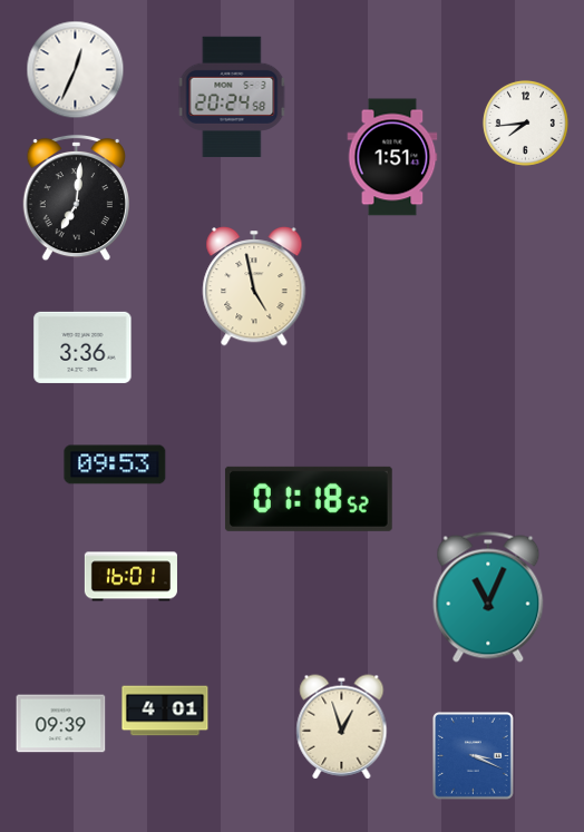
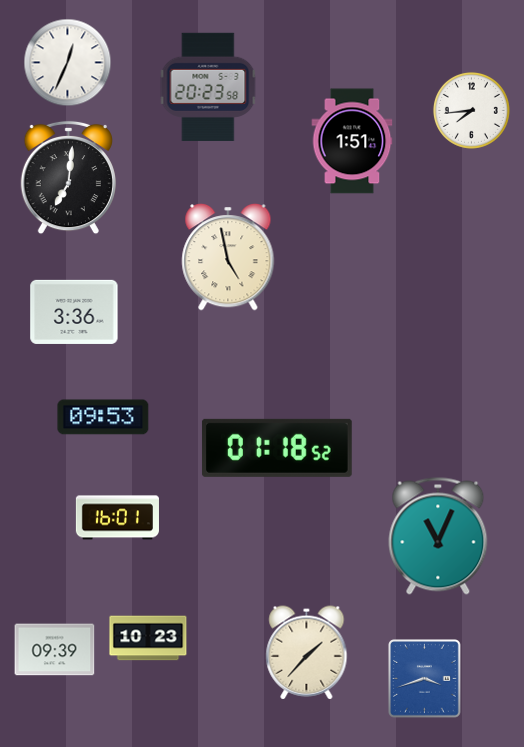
clock at (232, 97): 20:24 -> 20:23
clock at (165, 711): 4:01 -> 10:23
clock at (342, 727): 12:57 -> 1:37
clock at (474, 756): 3:19 -> 3:42
